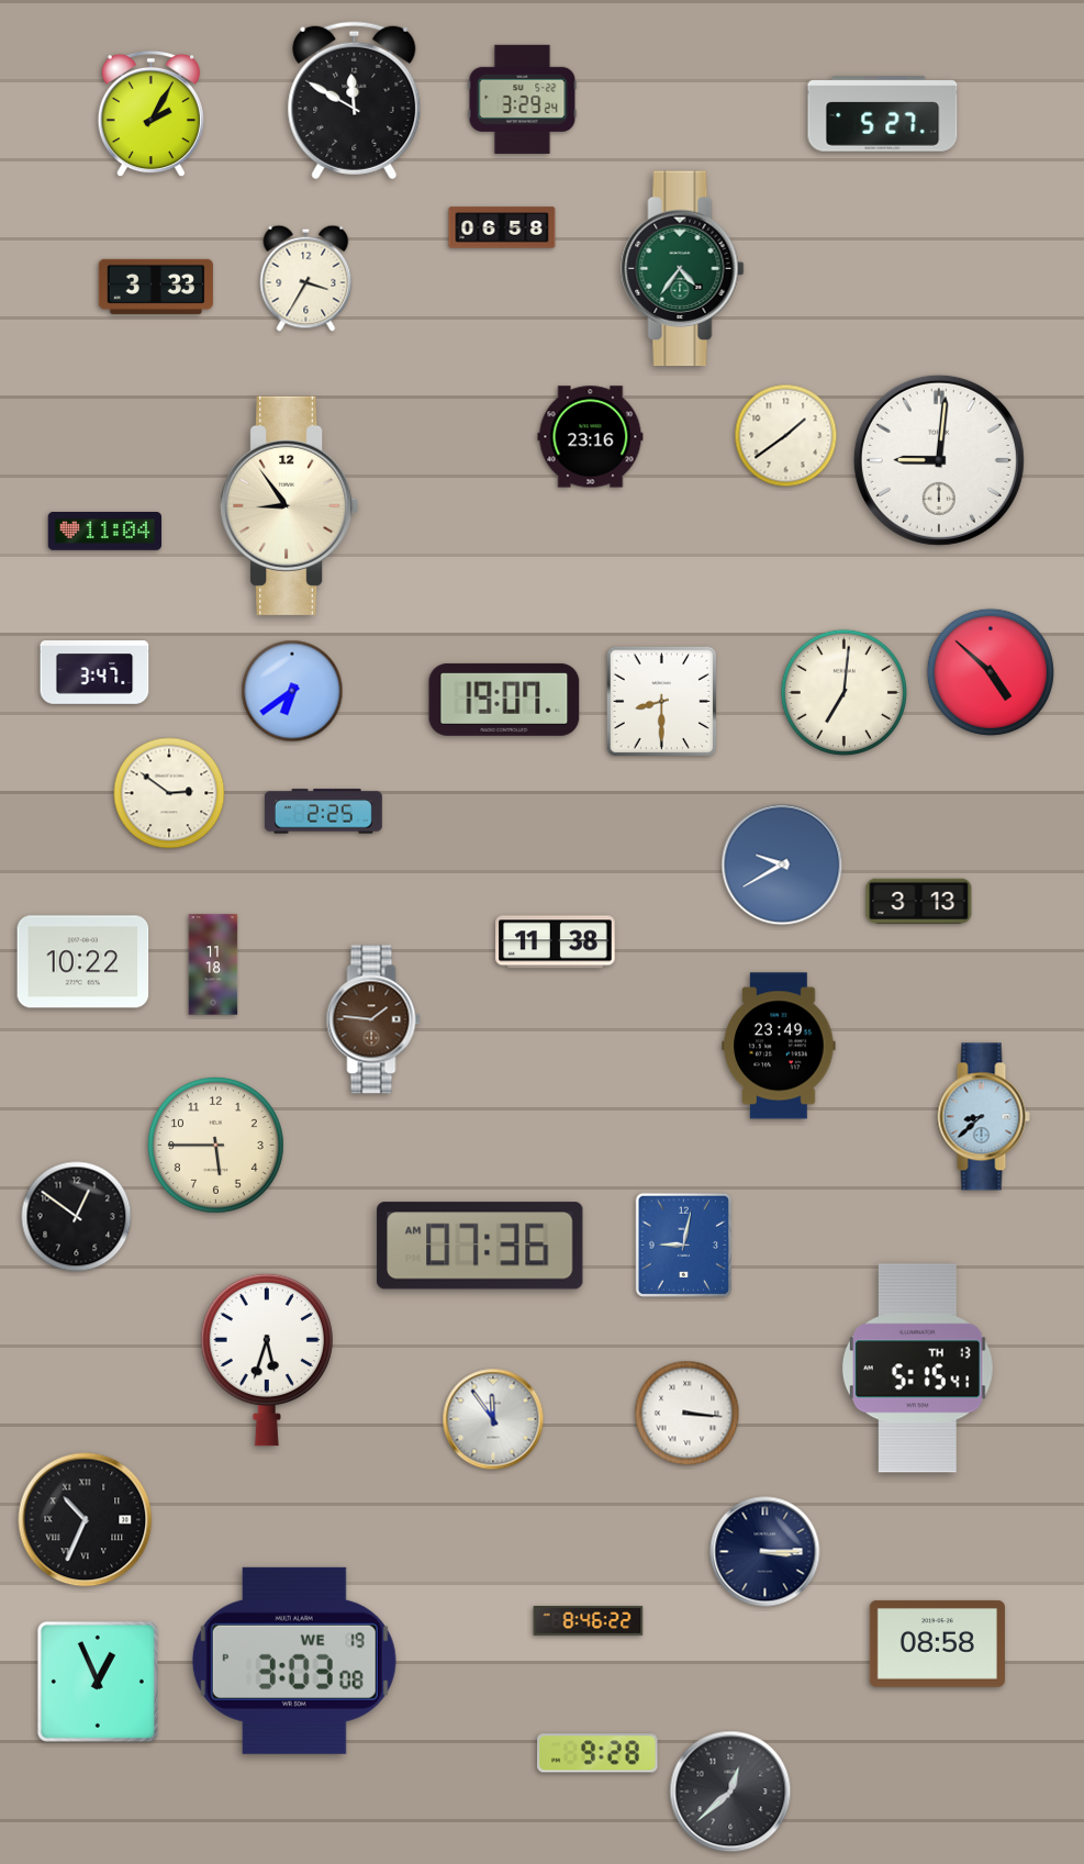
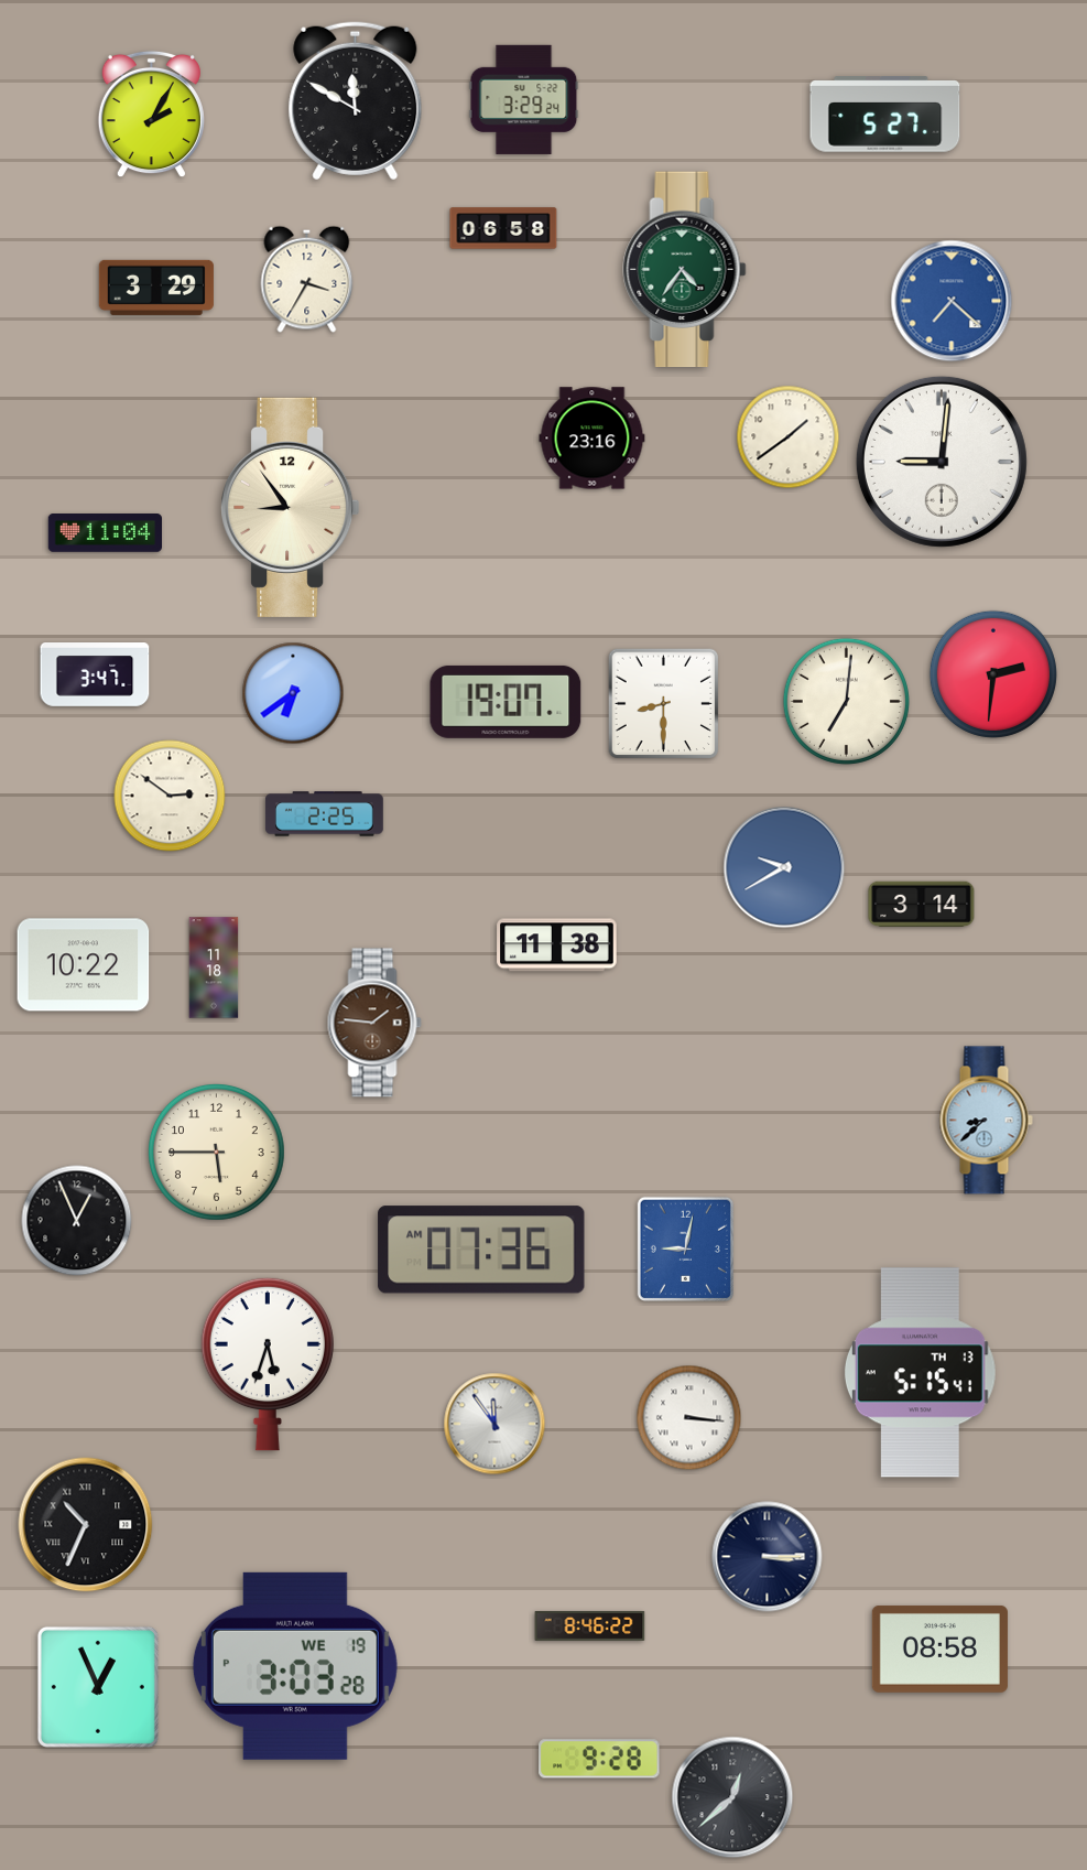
clock at (156, 287): 3:33 -> 3:29
clock at (952, 301): none -> 7:22
clock at (991, 672): 4:52 -> 2:31
clock at (843, 692) position: (843, 692) -> (846, 701)
clock at (919, 901): 3:13 -> 3:14
clock at (779, 1046): 23:49 -> none
clock at (215, 1145) position: (215, 1145) -> (216, 1152)
clock at (77, 1217): 12:51 -> 12:56
clock at (294, 1661): 3:03:08 PM -> 3:03:28 PM
